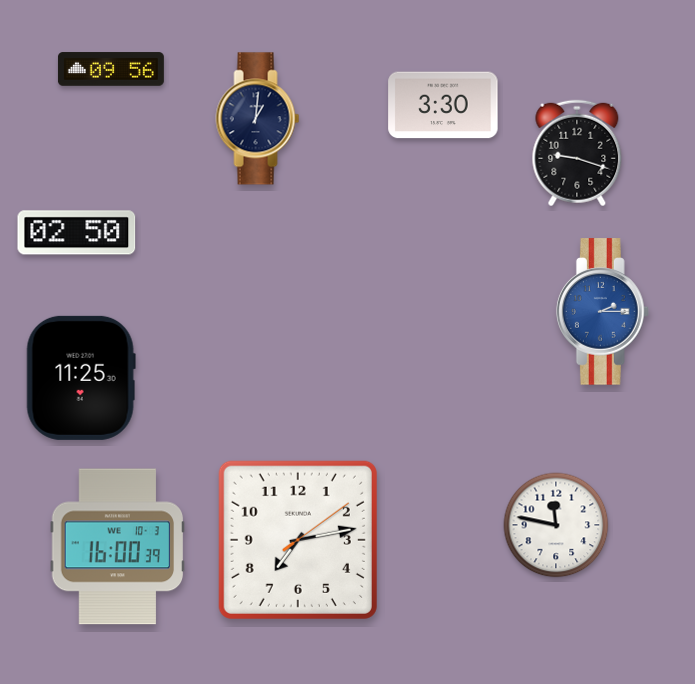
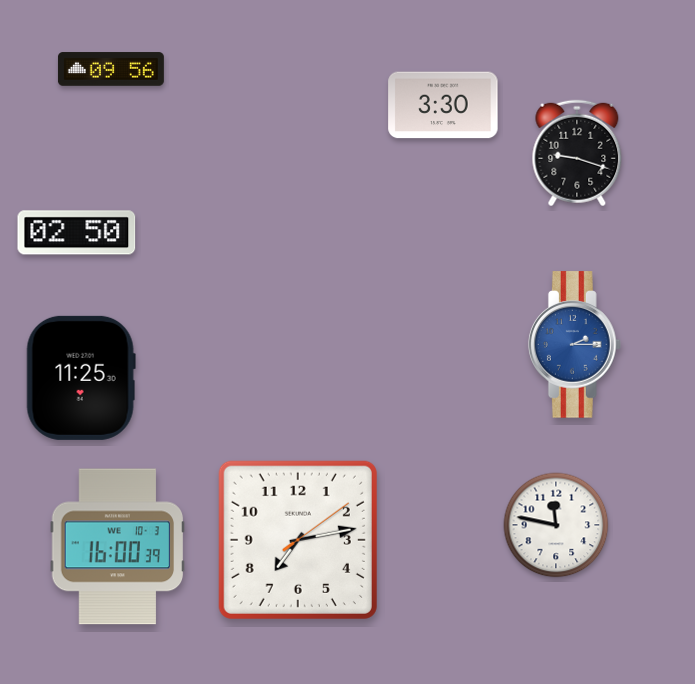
clock at (258, 119): 1:01 -> none
clock at (602, 312) position: (602, 312) -> (574, 345)
